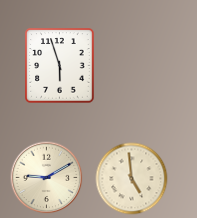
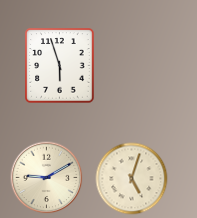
clock at (132, 179): 4:59 -> 5:03
